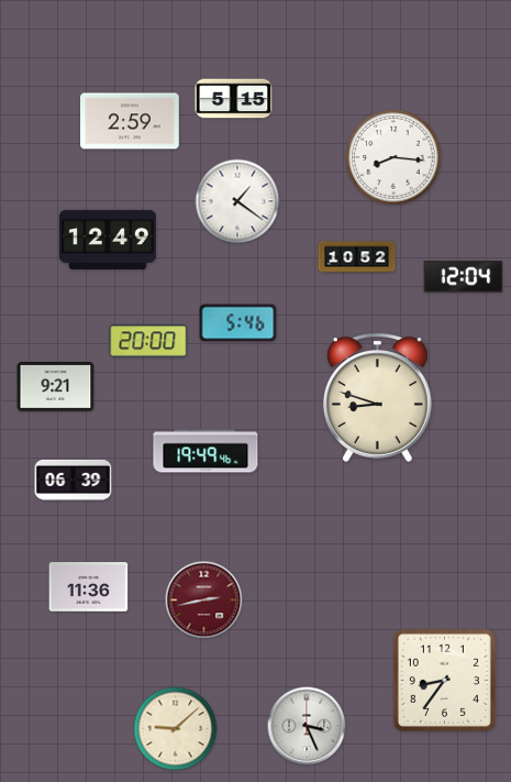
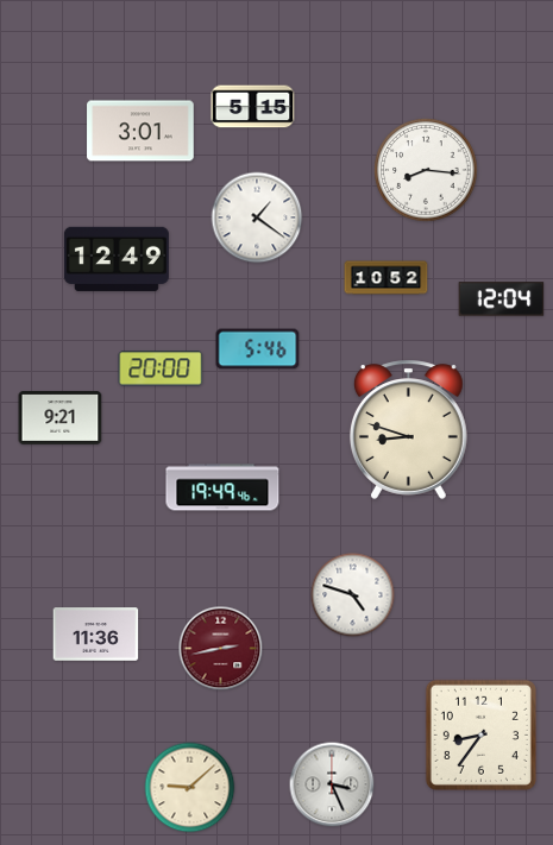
clock at (130, 121): 2:59 -> 3:01
clock at (74, 480): 06:39 -> none
clock at (353, 595): none -> 4:48
